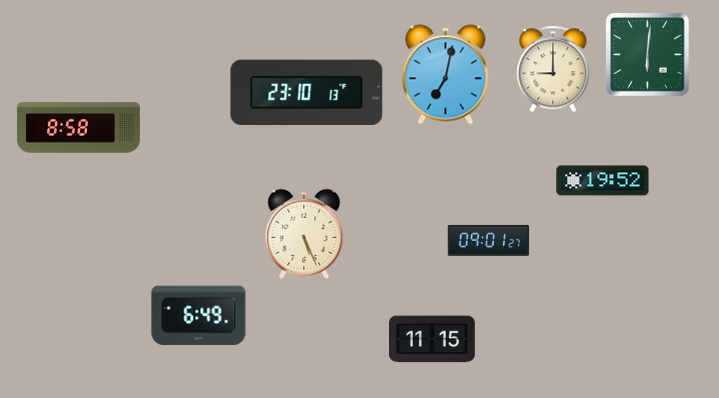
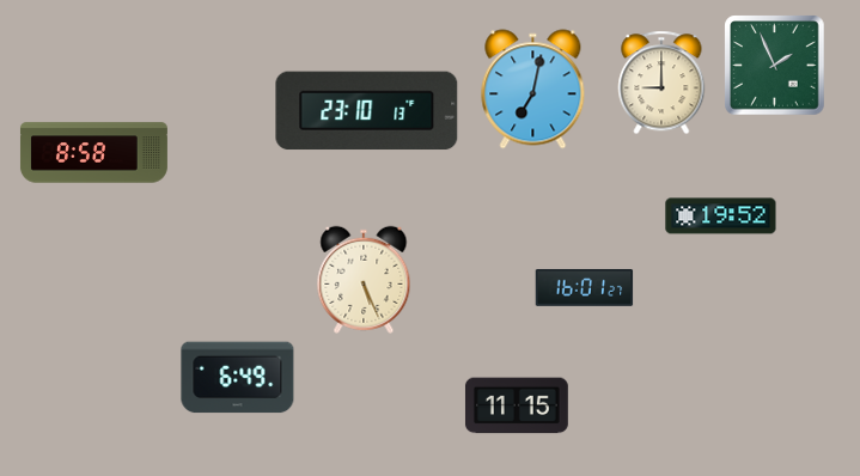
clock at (648, 55): 6:01 -> 1:56
clock at (489, 240): 09:01 -> 16:01
